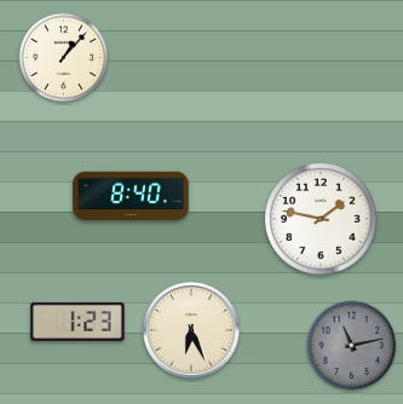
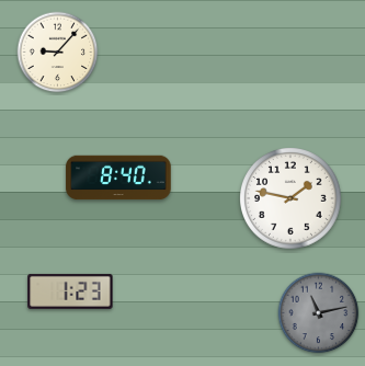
clock at (64, 58): 1:07 -> 9:07
clock at (191, 330): 6:26 -> none
